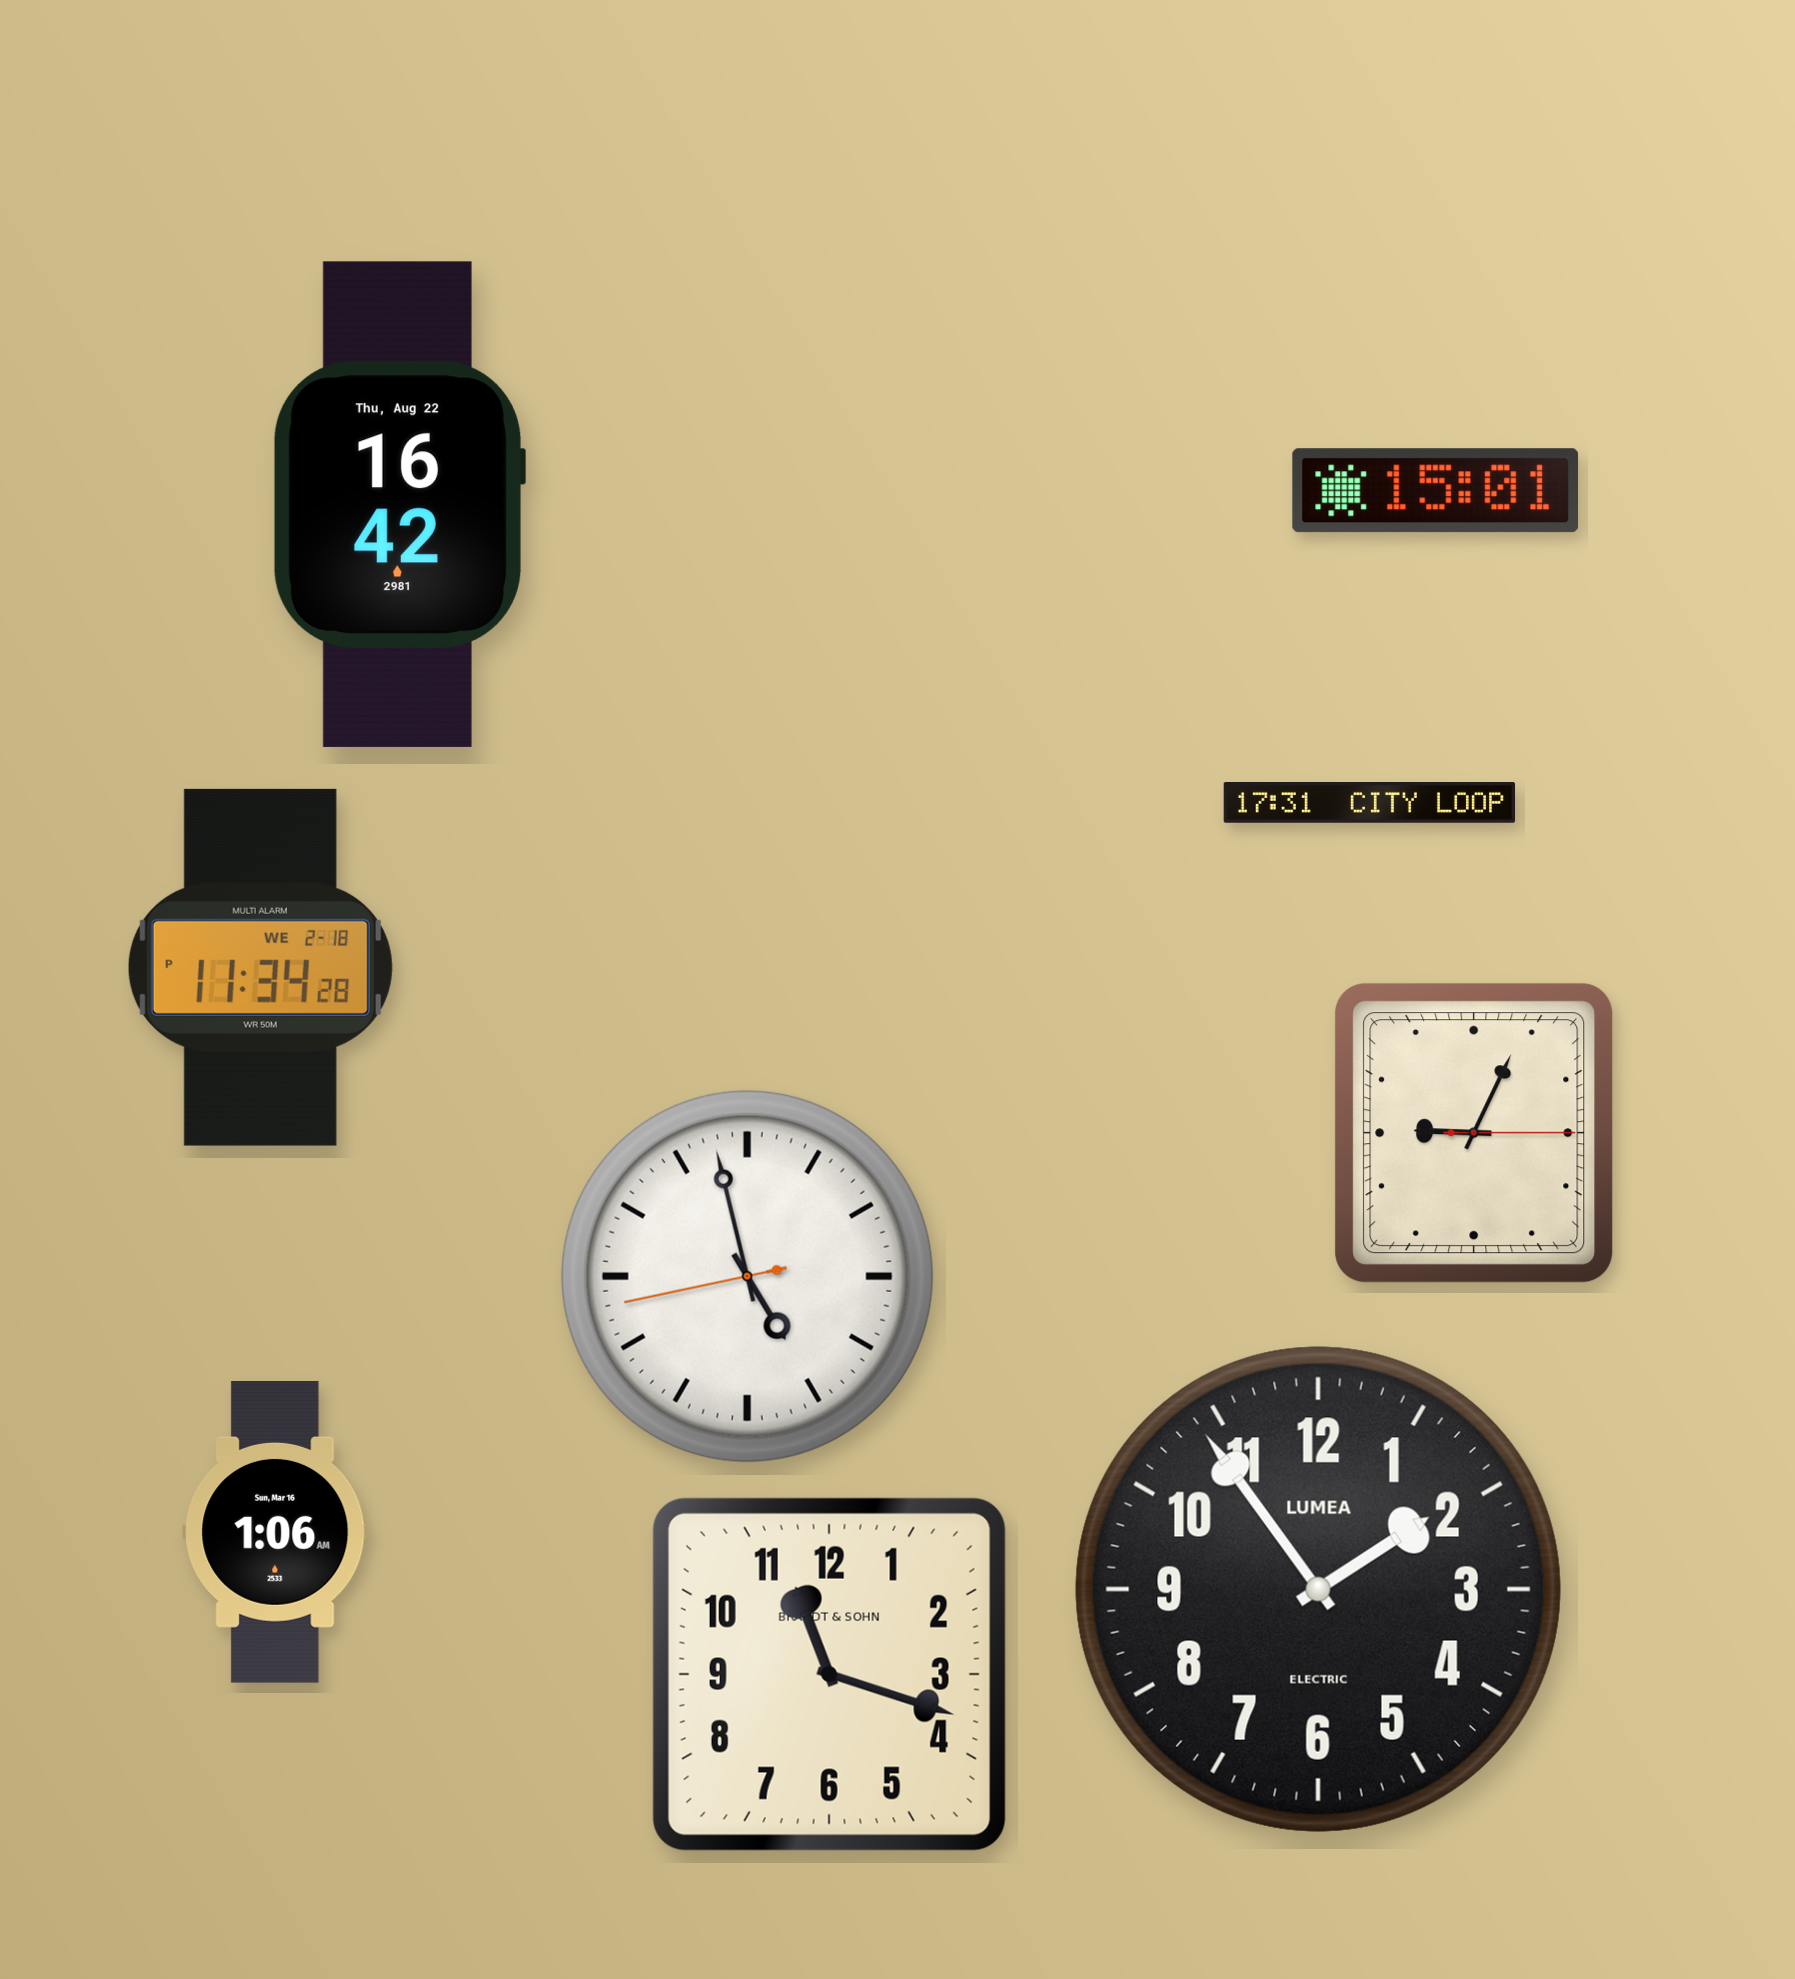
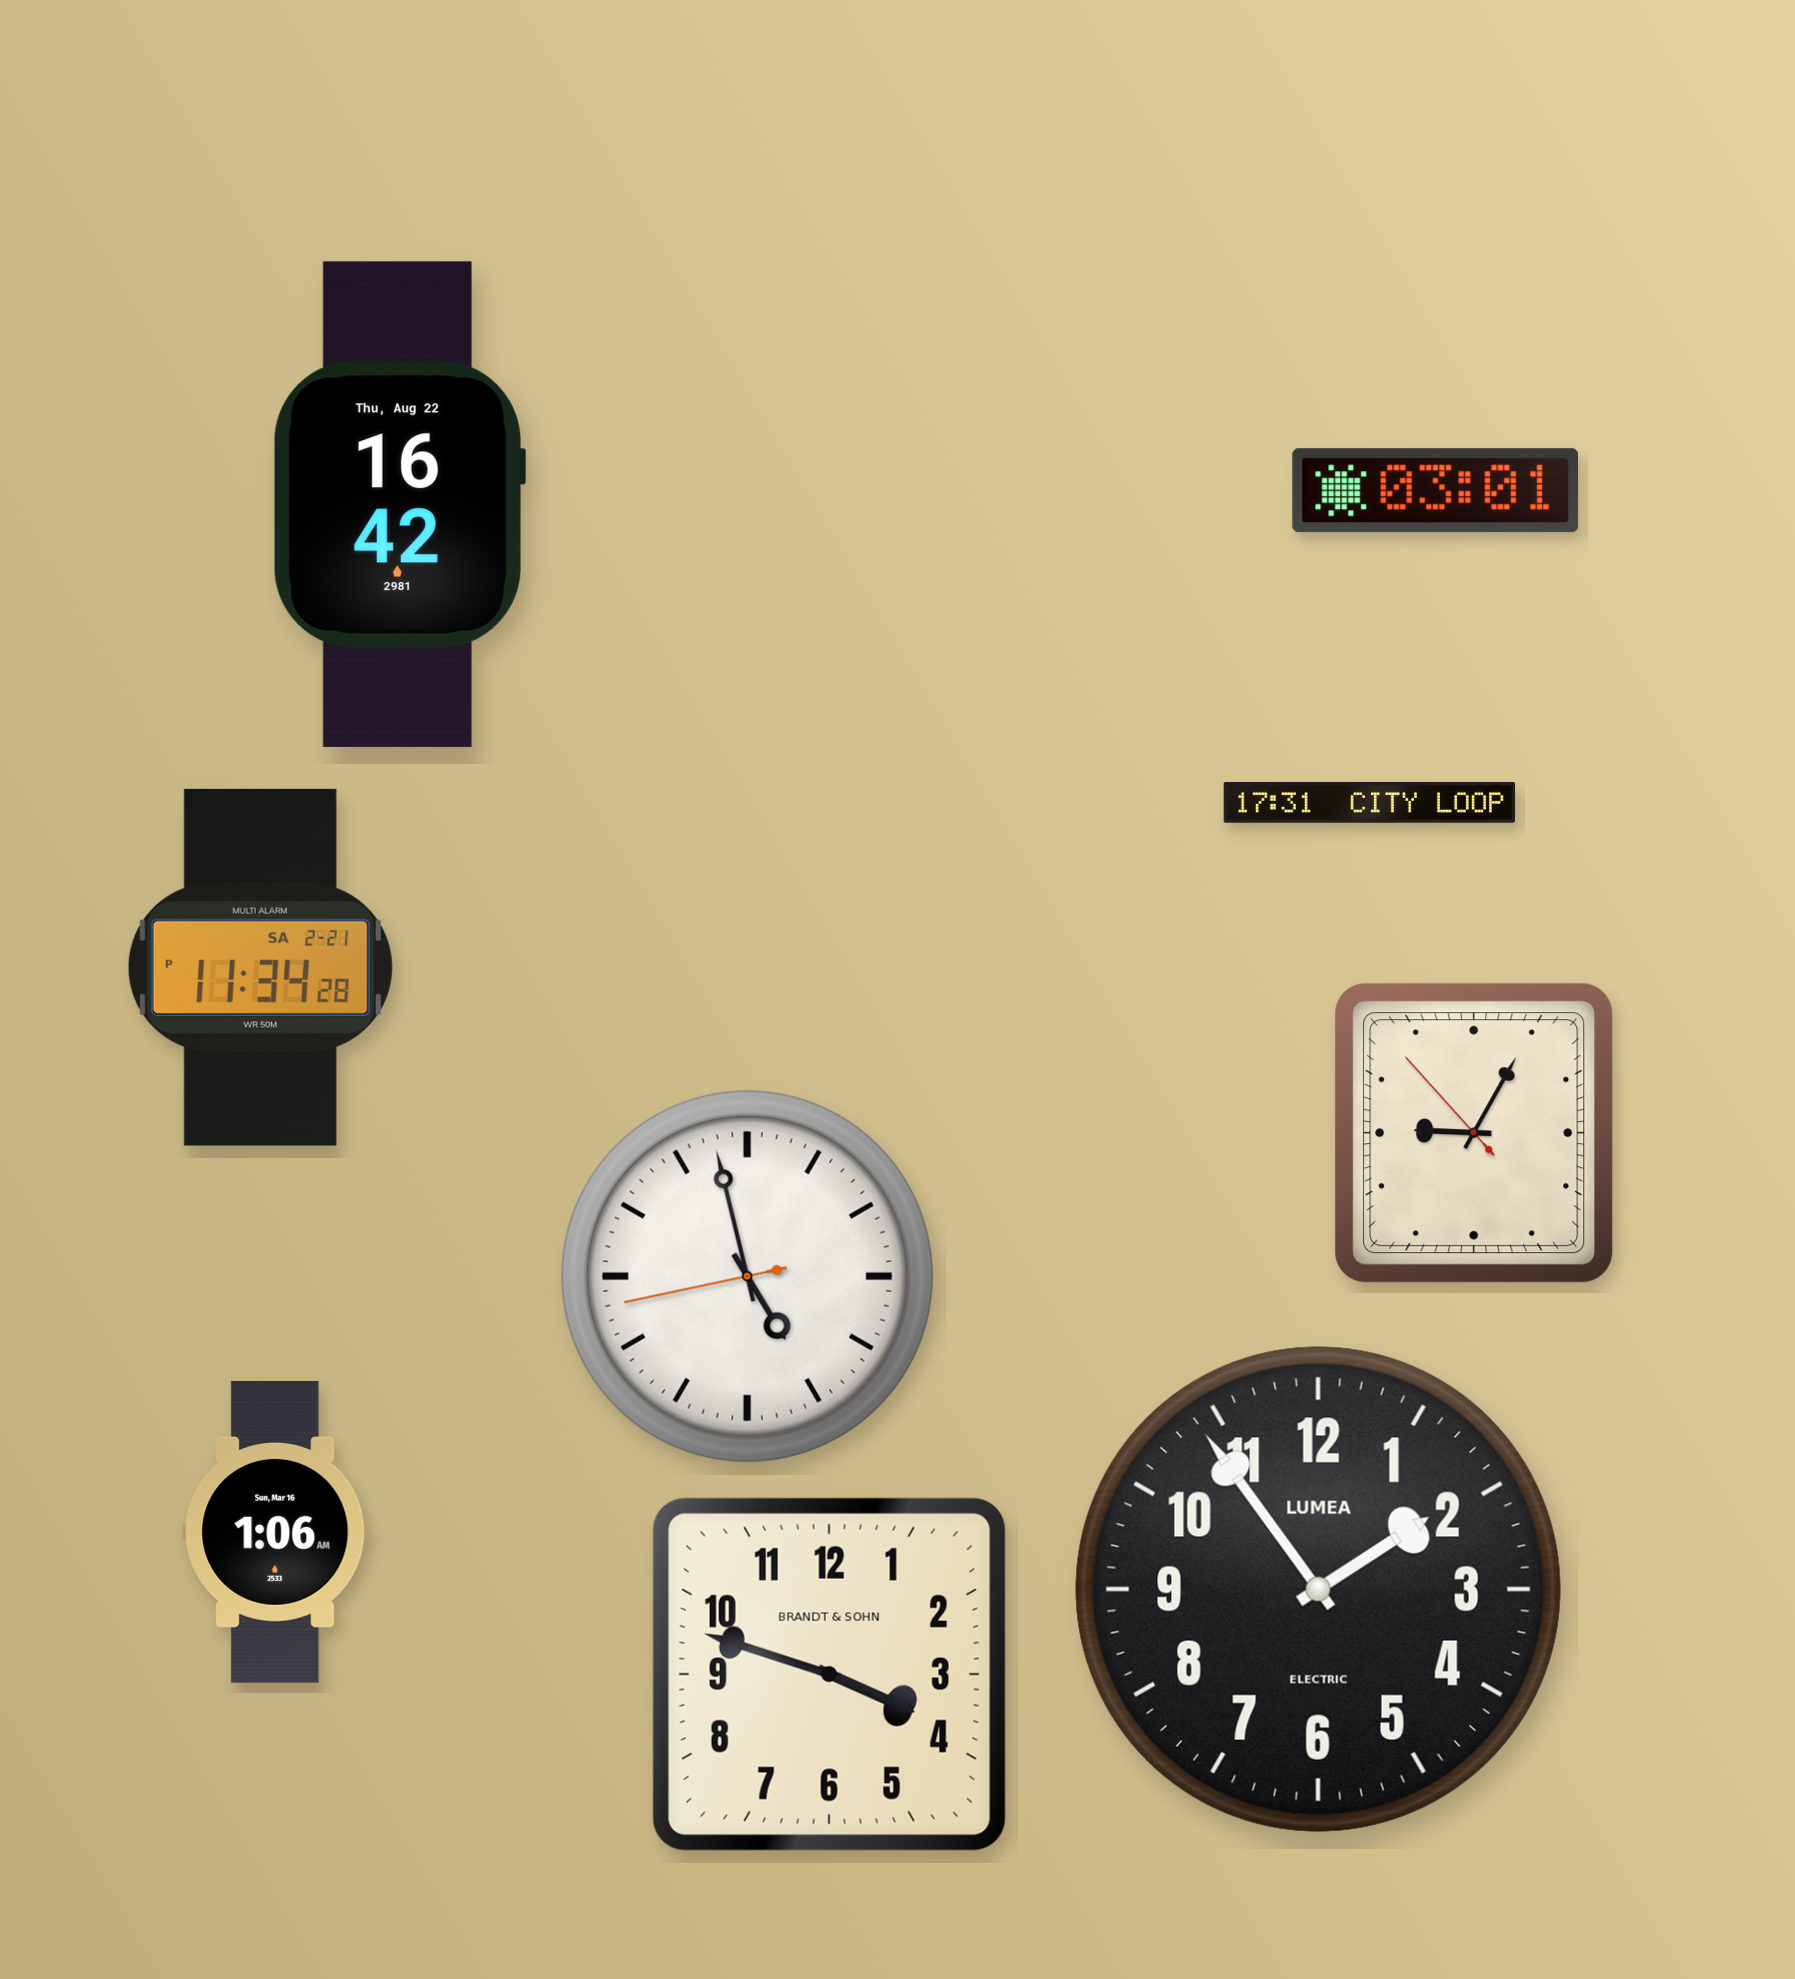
clock at (1436, 491): 15:01 -> 03:01
clock at (260, 967) date: WE 2-18 -> SA 2-21
clock at (1474, 1133): 9:04:15 -> 9:04:53
clock at (829, 1674): 11:18 -> 3:48
